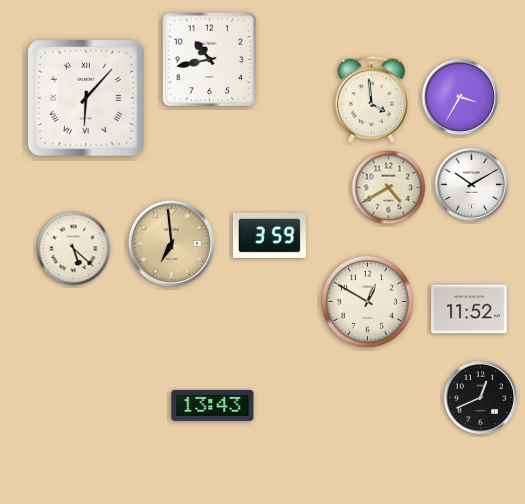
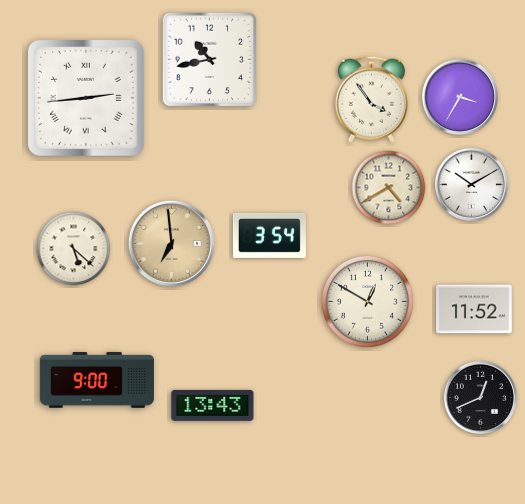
clock at (86, 98): 6:07 -> 2:44
clock at (371, 99): 3:59 -> 3:54
clock at (269, 235): 3:59 -> 3:54
clock at (469, 309) position: (469, 309) -> (474, 309)
clock at (97, 380): none -> 9:00
